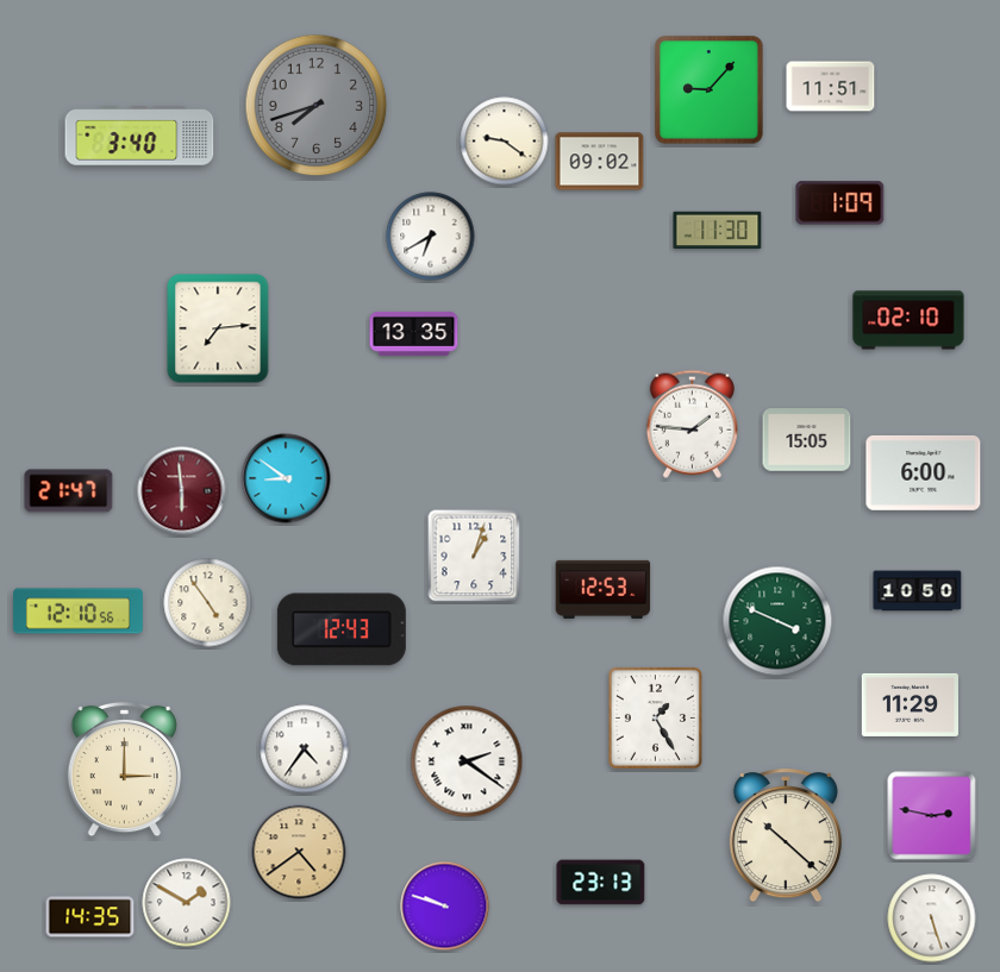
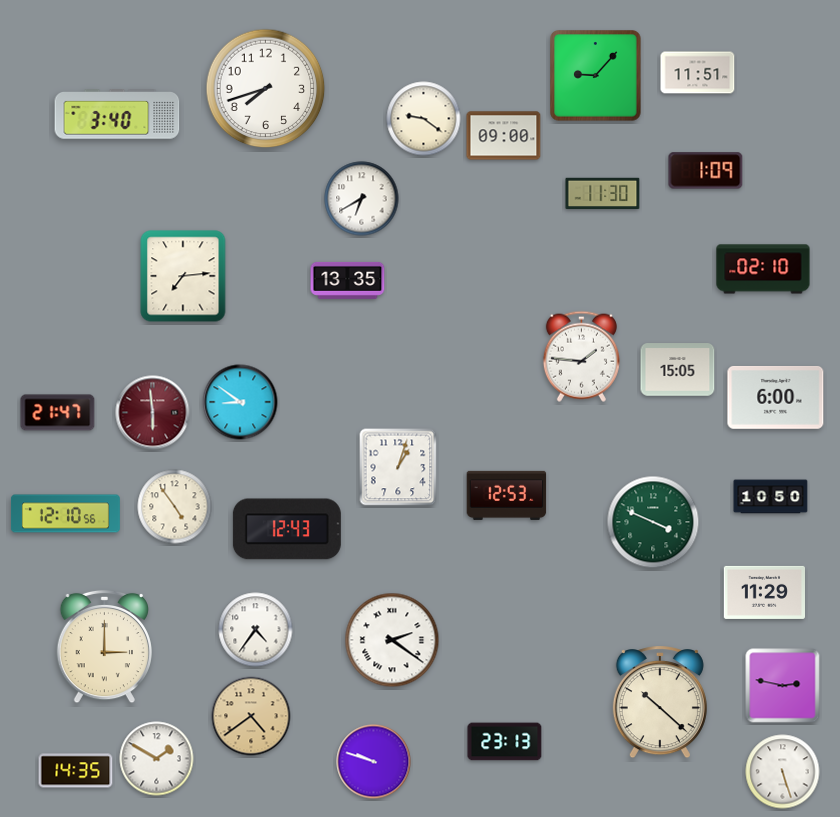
clock at (317, 106) dial: grey -> white
clock at (600, 162): 09:02 -> 09:00
clock at (655, 717): 1:25 -> none
